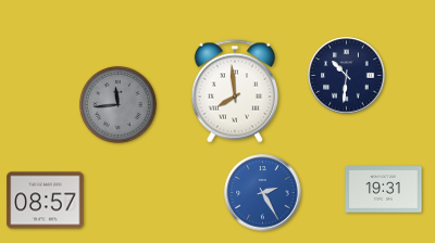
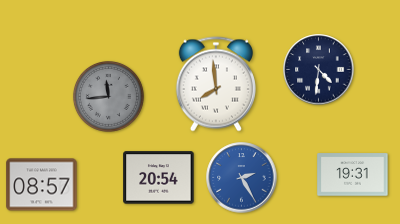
clock at (347, 76): 10:31 -> 4:31
clock at (159, 178): none -> 20:54
